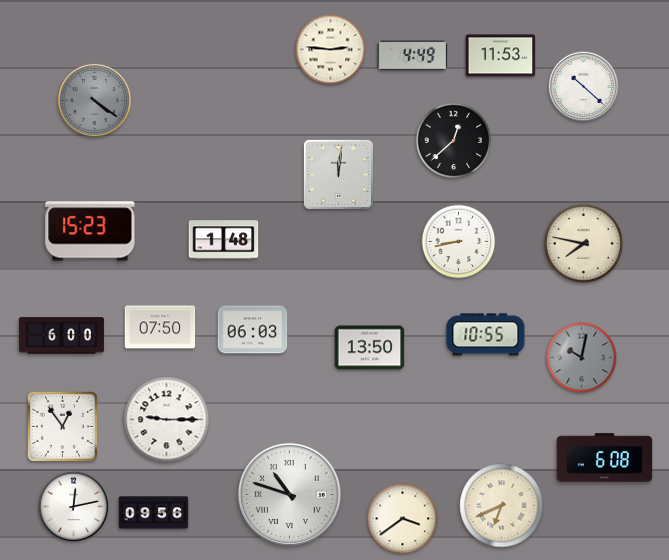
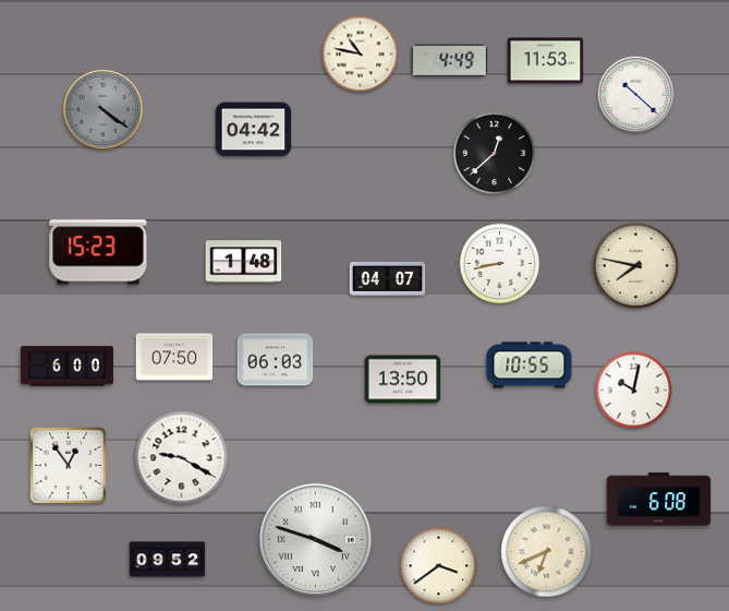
clock at (331, 50): 2:46 -> 10:47
clock at (254, 130): none -> 04:42
clock at (338, 174): 12:01 -> none
clock at (388, 278): none -> 04:07
clock at (582, 358) dial: grey -> white
clock at (167, 420): 9:15 -> 9:20
clock at (289, 494): 10:48 -> 3:48
clock at (74, 507): 12:13 -> none
clock at (154, 513): 09:56 -> 09:52
